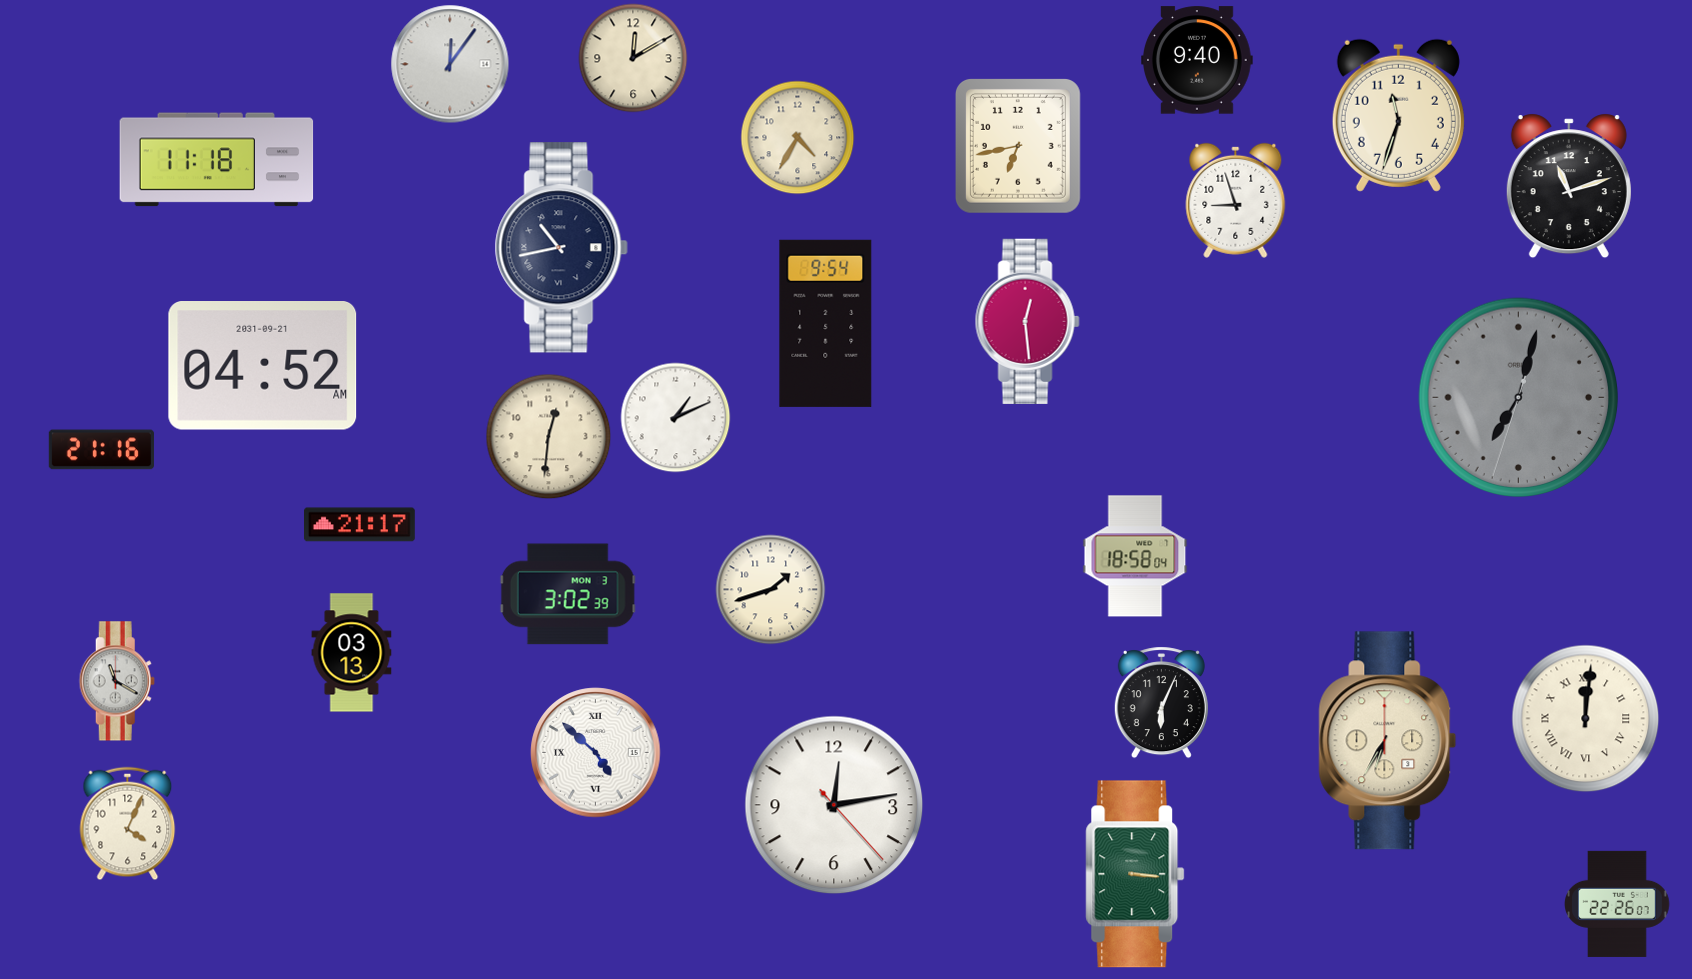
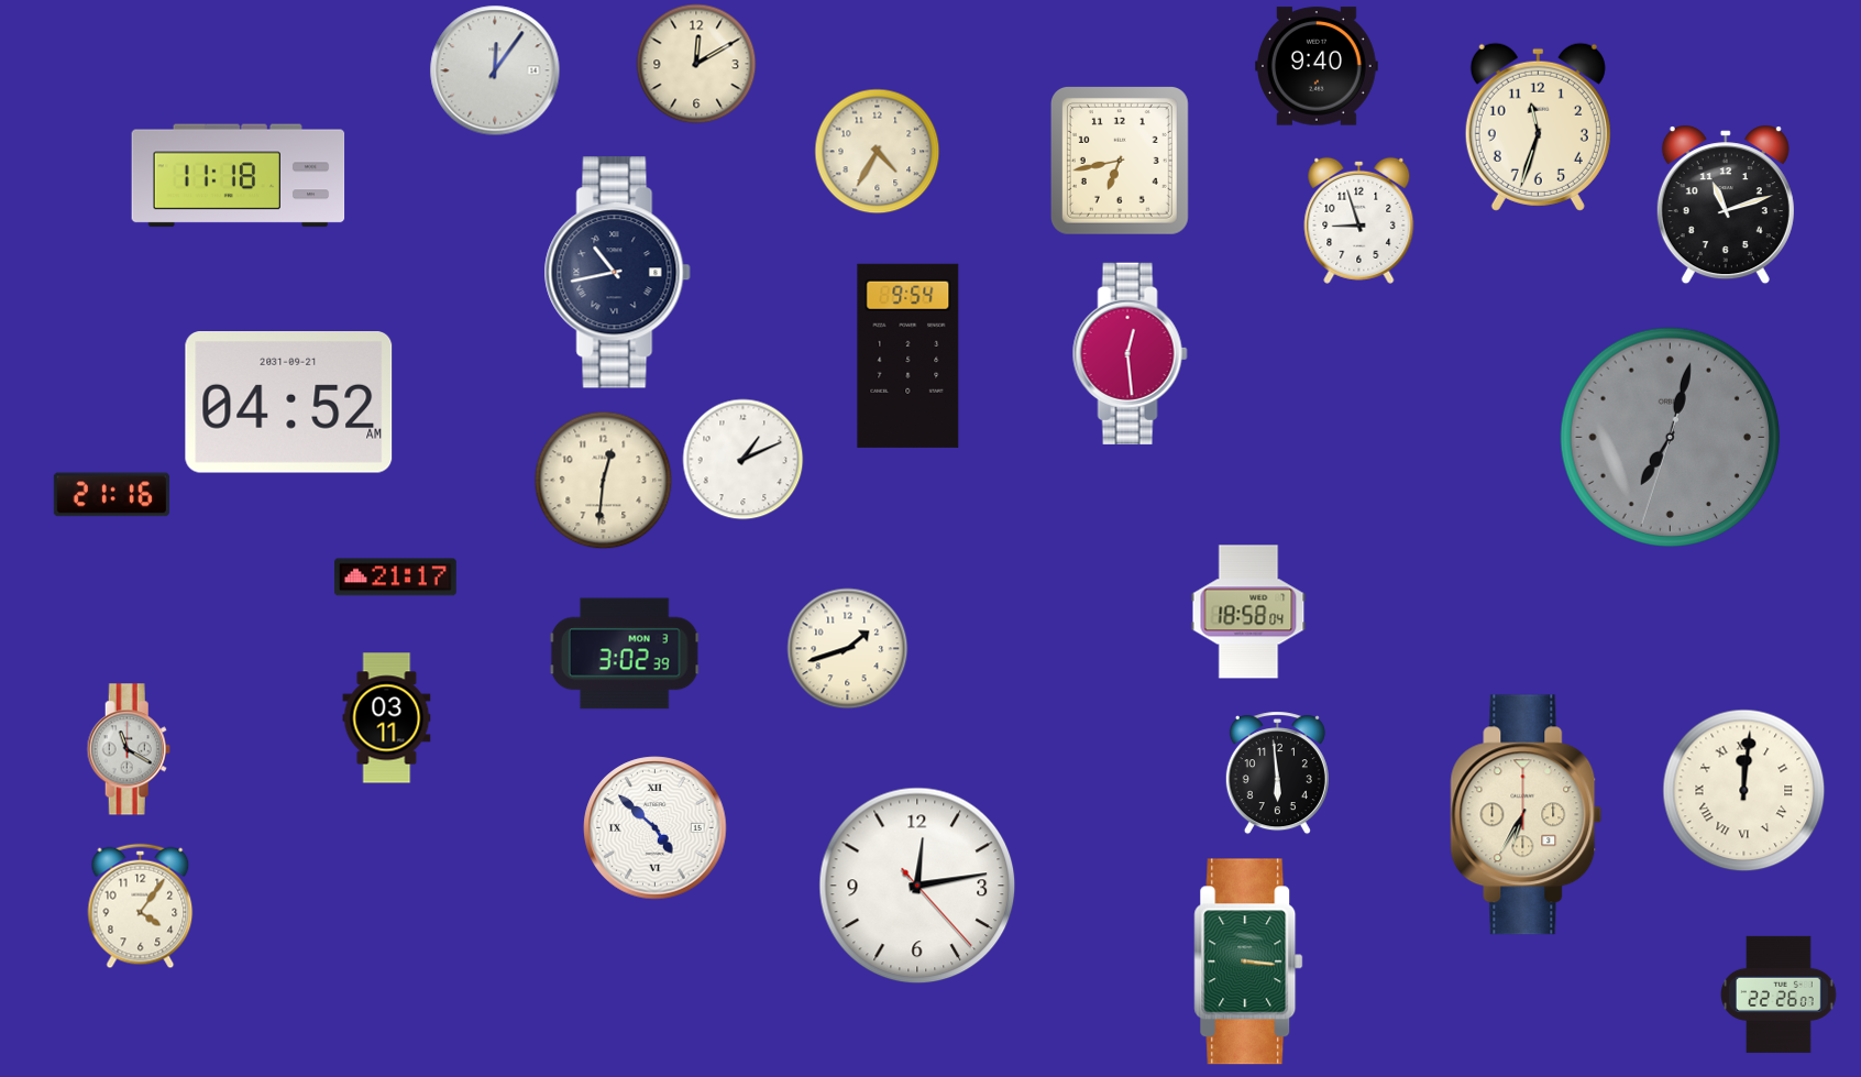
clock at (352, 653): 03:13 -> 03:11
clock at (1161, 703): 6:04 -> 5:59
clock at (128, 824): 4:04 -> 4:06
